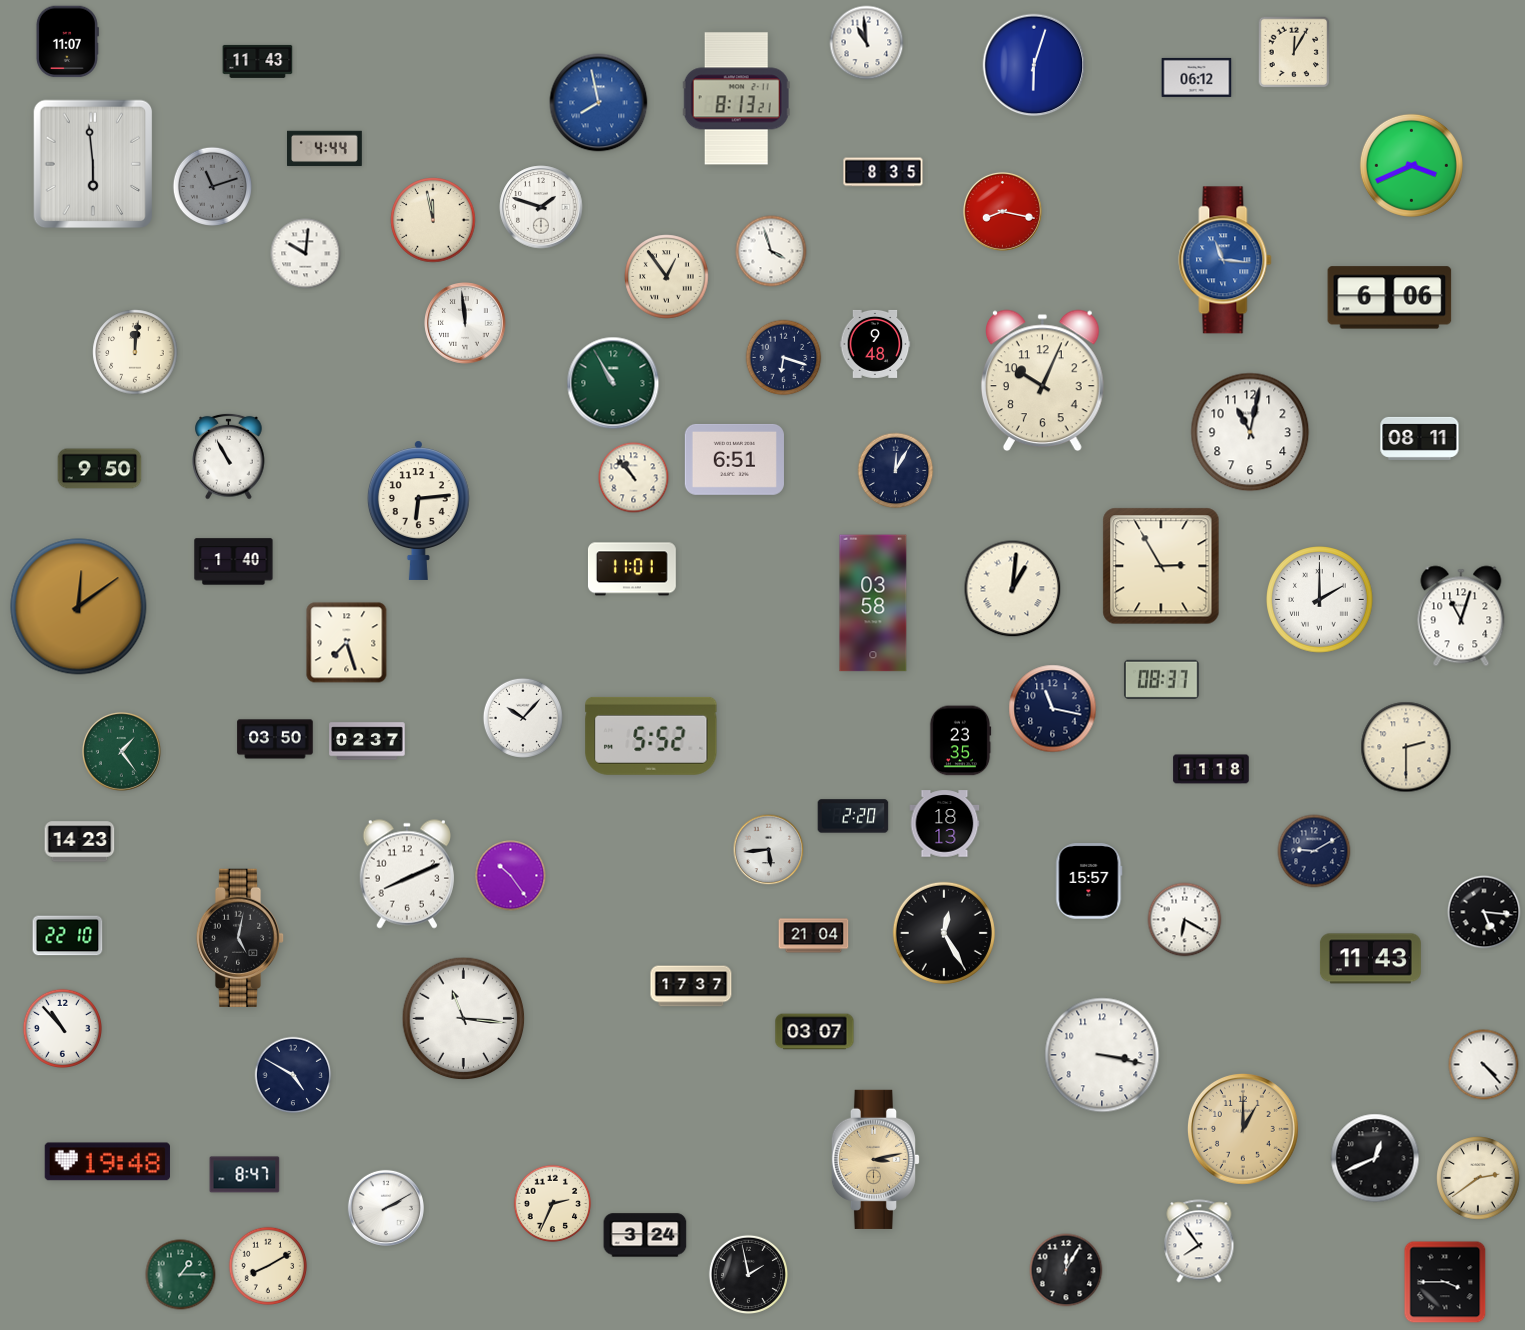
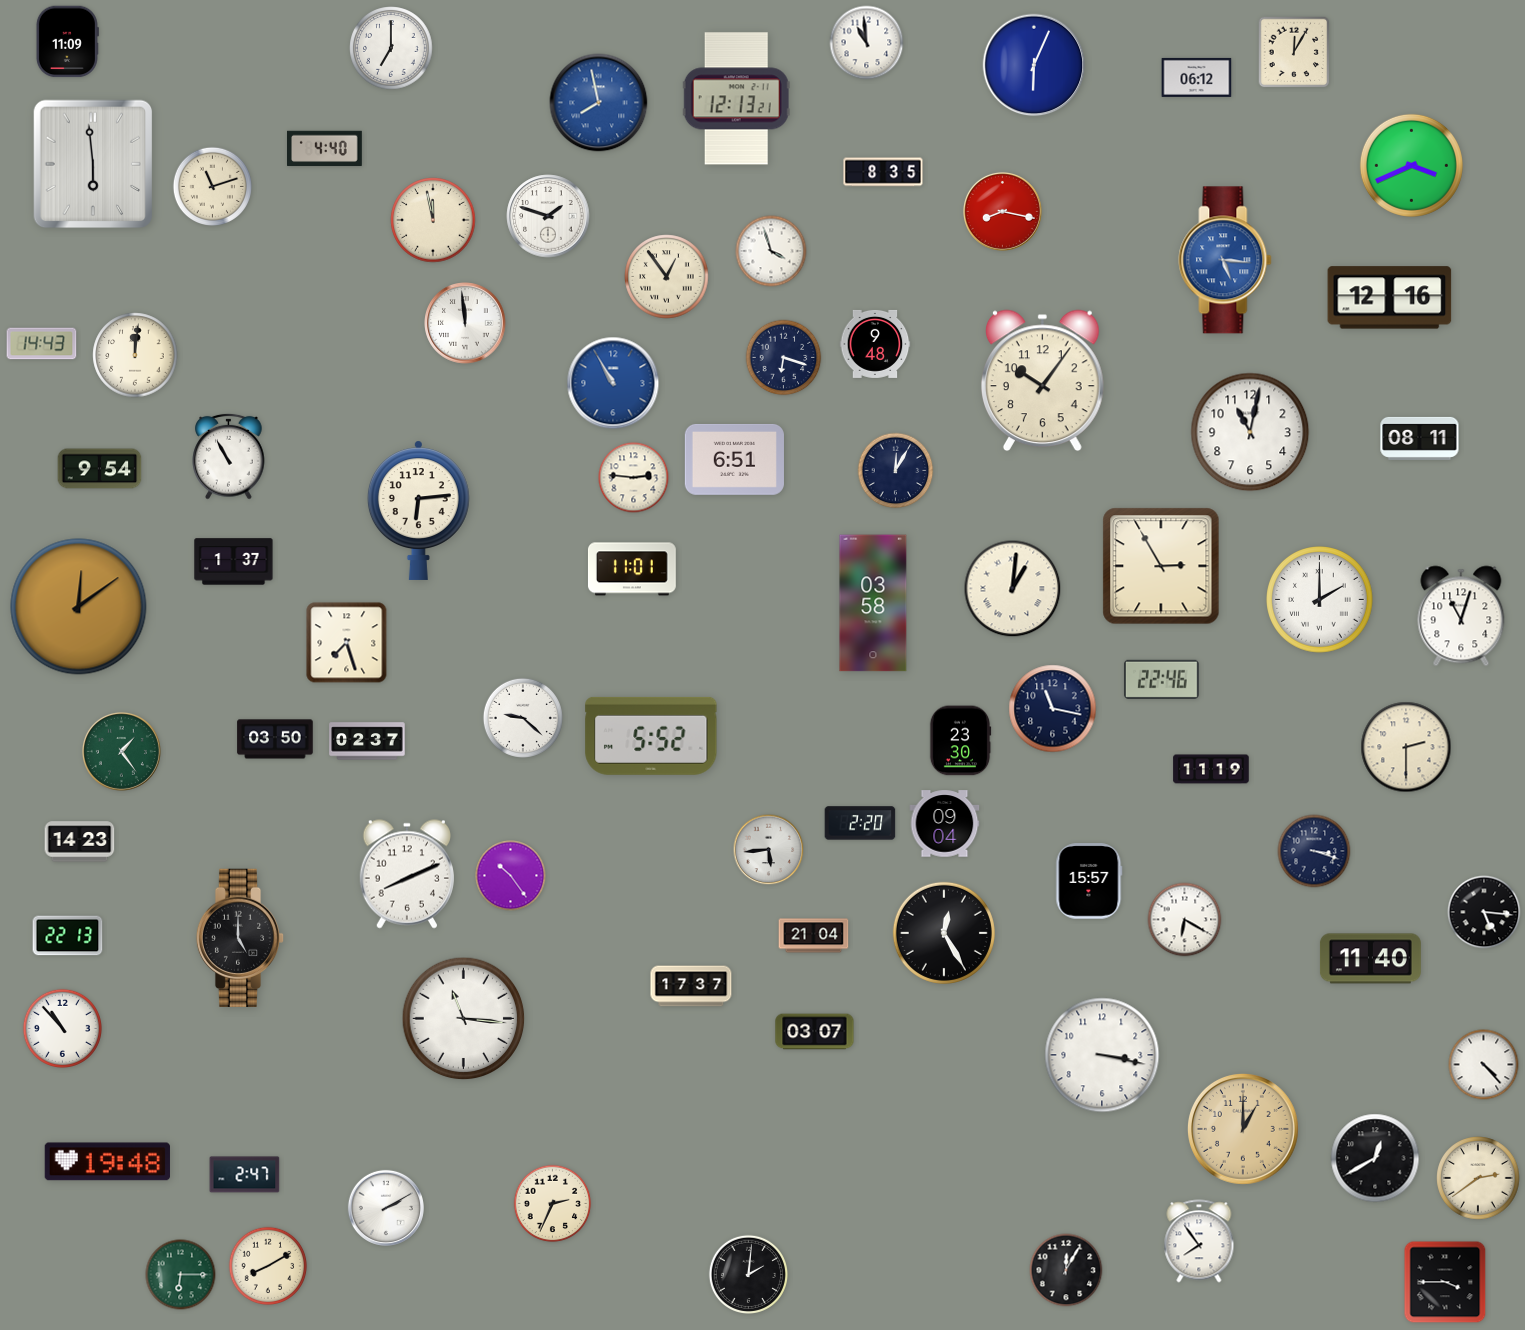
clock at (67, 42): 11:07 -> 11:09
clock at (391, 48): none -> 7:00
clock at (258, 61): 11:43 -> none
clock at (1034, 65): 6:03 -> 6:04
clock at (736, 99): 8:13 -> 12:13
clock at (325, 149): 4:44 -> 4:40
clock at (212, 186) dial: grey -> cream
clock at (541, 207) position: (541, 207) -> (548, 216)
clock at (306, 254): 10:01 -> none
clock at (1225, 260): 11:16 -> 5:16
clock at (1390, 298): 6:06 -> 12:16
clock at (42, 344): none -> 14:43
clock at (135, 352) position: (135, 352) -> (135, 355)
clock at (1043, 381): 10:04 -> 10:06
clock at (613, 383) dial: green -> blue
clock at (100, 469): 9:50 -> 9:54
clock at (634, 478): 10:53 -> 2:46
clock at (234, 562): 1:40 -> 1:37
clock at (1161, 679): 08:37 -> 22:46
clock at (523, 718): 10:07 -> 9:22
clock at (960, 741): 23:35 -> 23:30
clock at (1211, 769): 11:18 -> 11:19
clock at (853, 816) position: (853, 816) -> (860, 823)
clock at (945, 824): 18:13 -> 09:04
clock at (1314, 851): 9:10 -> 3:18
clock at (68, 936): 22:10 -> 22:13
clock at (240, 937): 5:02 -> 5:00
clock at (1370, 959): 11:43 -> 11:40
clock at (293, 1075): 4:50 -> none
clock at (1375, 1158): 12:41 -> 12:40
clock at (876, 1159): 3:13 -> none
clock at (245, 1175): 8:47 -> 2:47
clock at (645, 1235): 3:24 -> none
clock at (748, 1274): 1:58 -> 2:01
clock at (181, 1275): 1:15 -> 6:15
